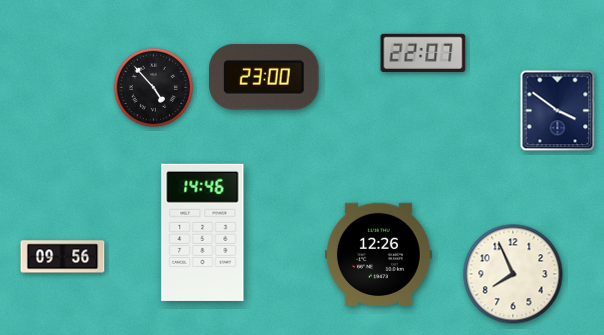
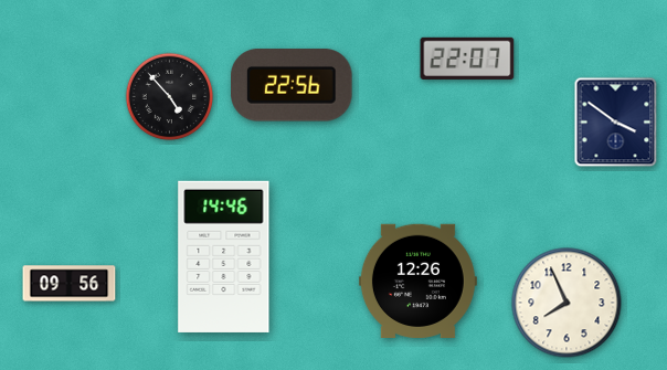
clock at (264, 77): 23:00 -> 22:56
